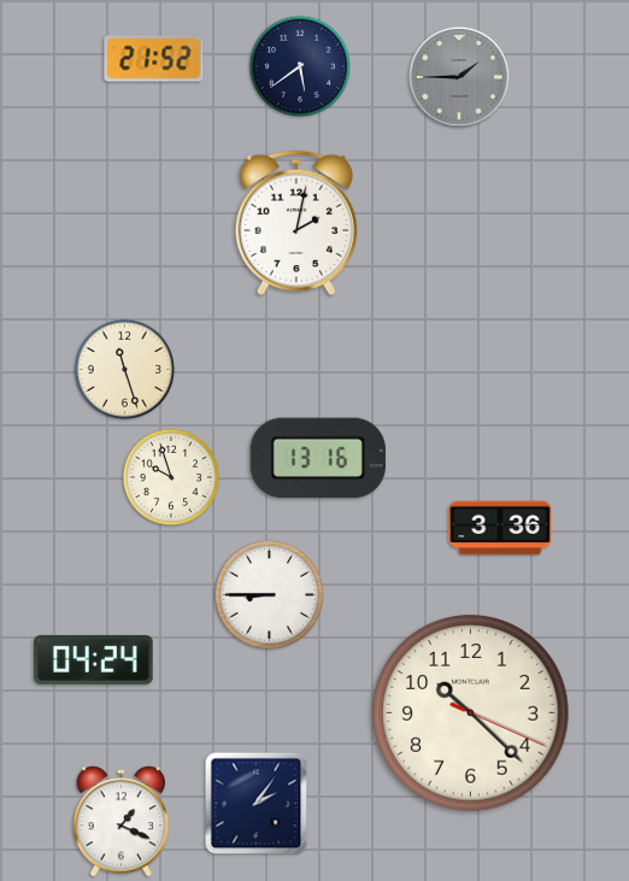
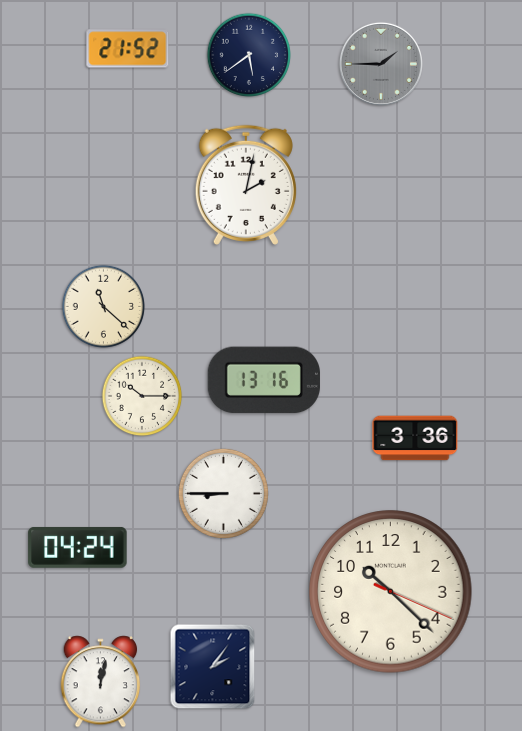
clock at (125, 370): 11:27 -> 11:22
clock at (171, 477): 9:57 -> 10:15
clock at (122, 822): 1:19 -> 12:02
